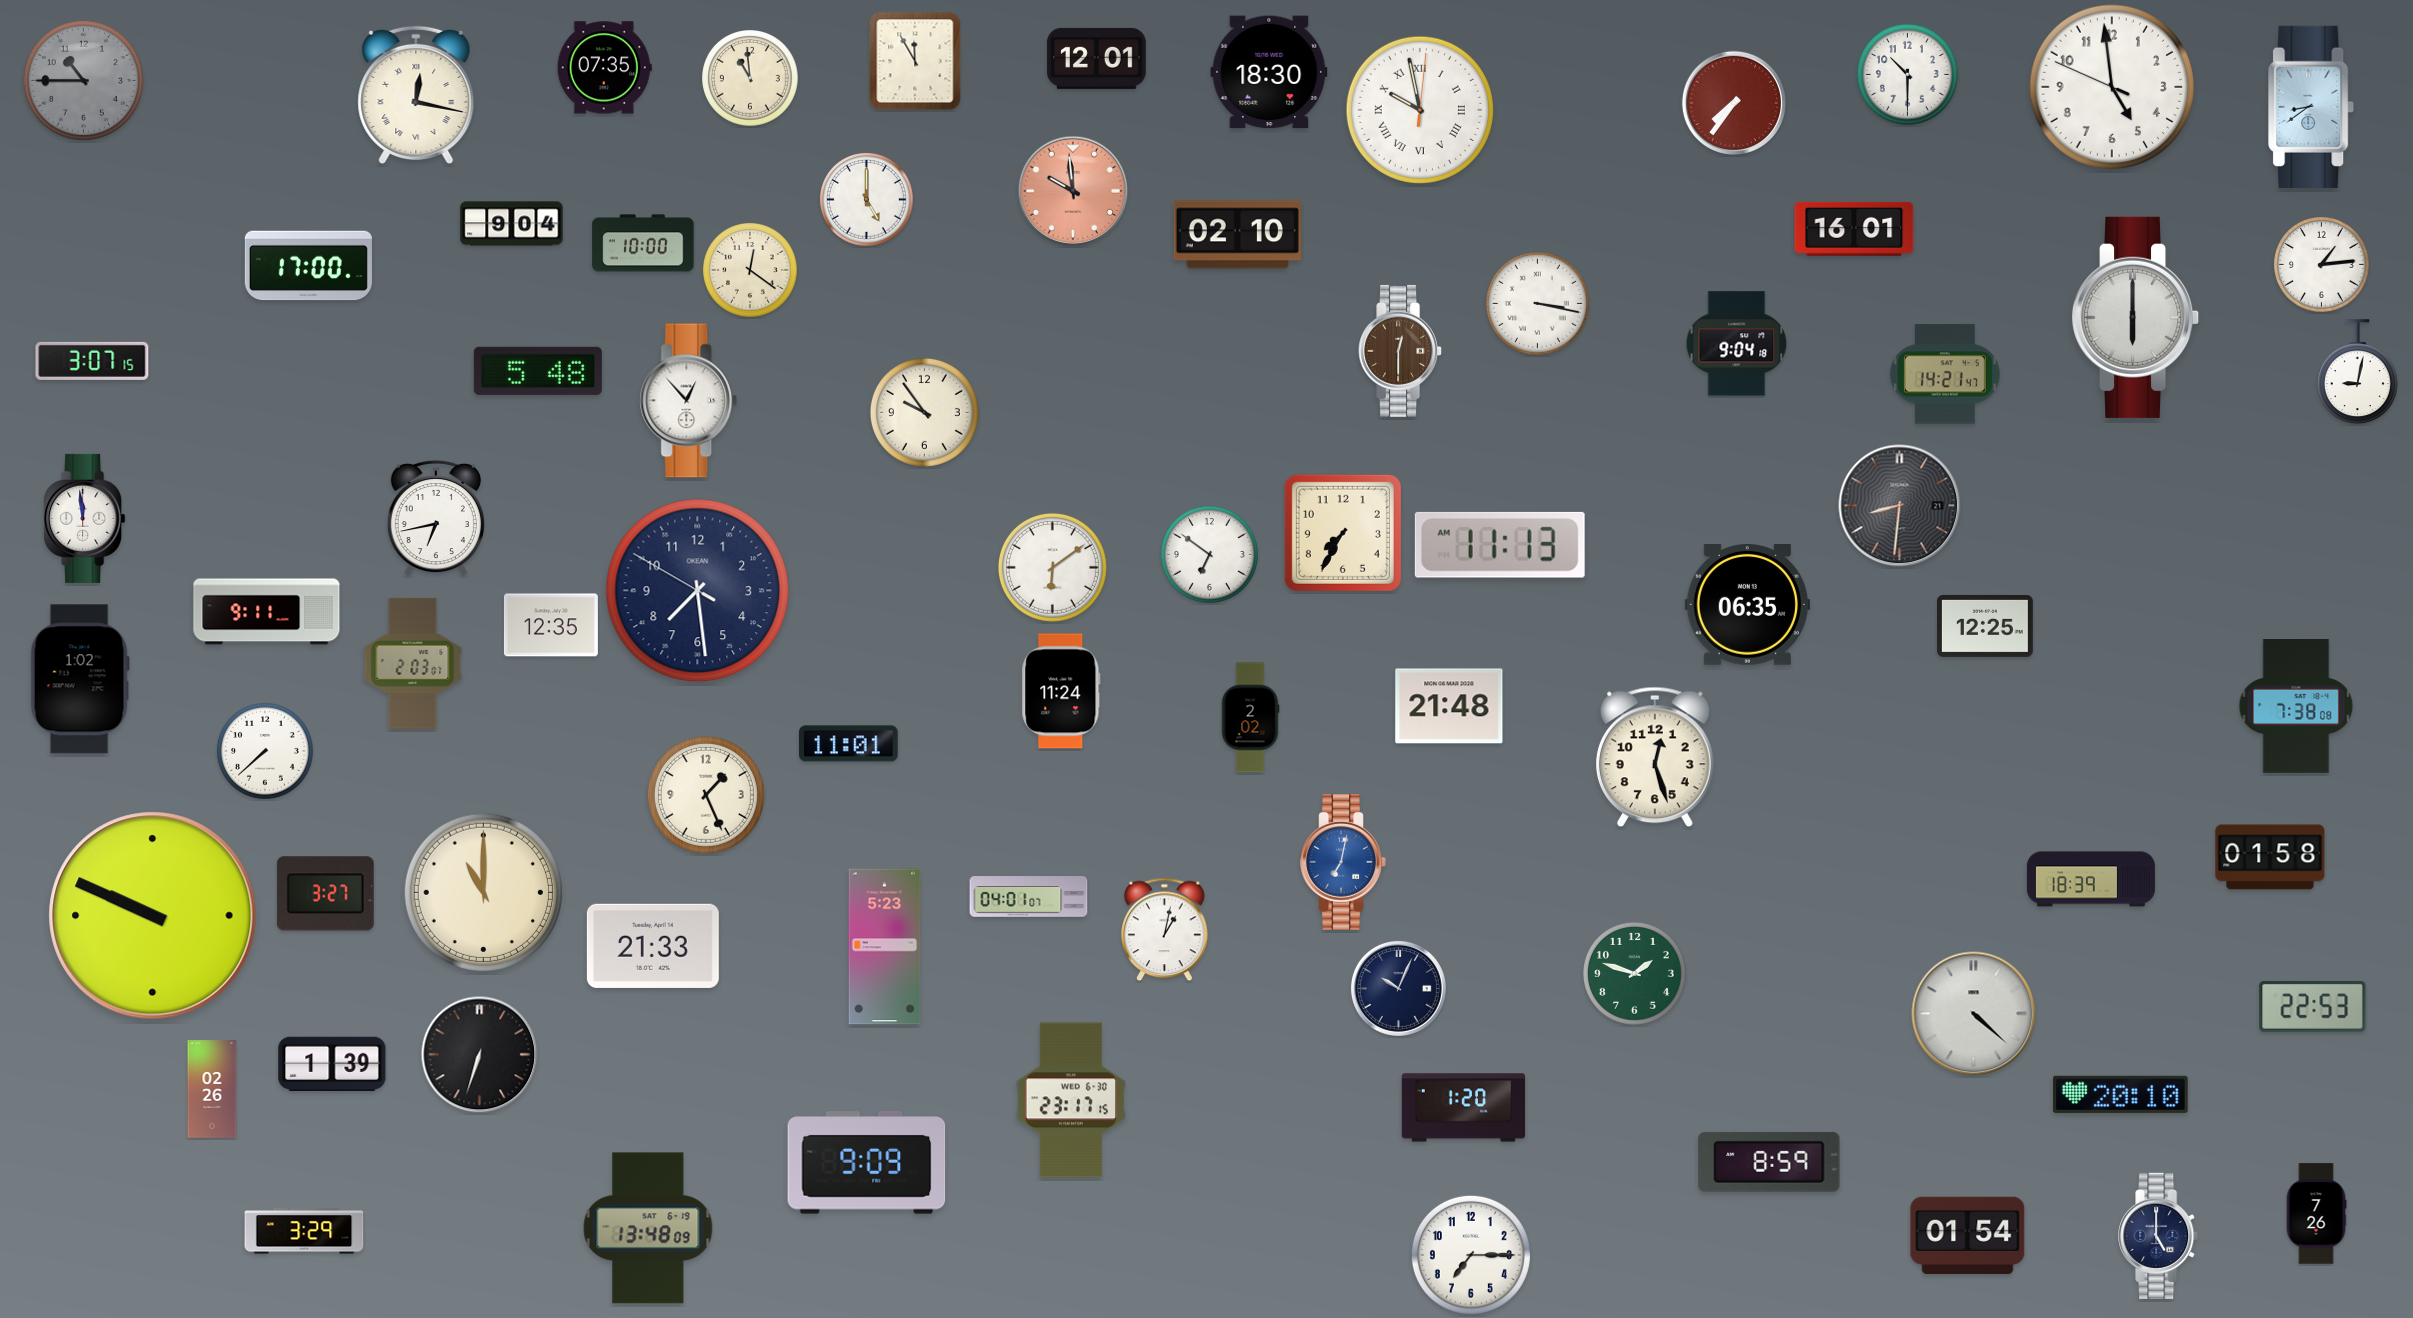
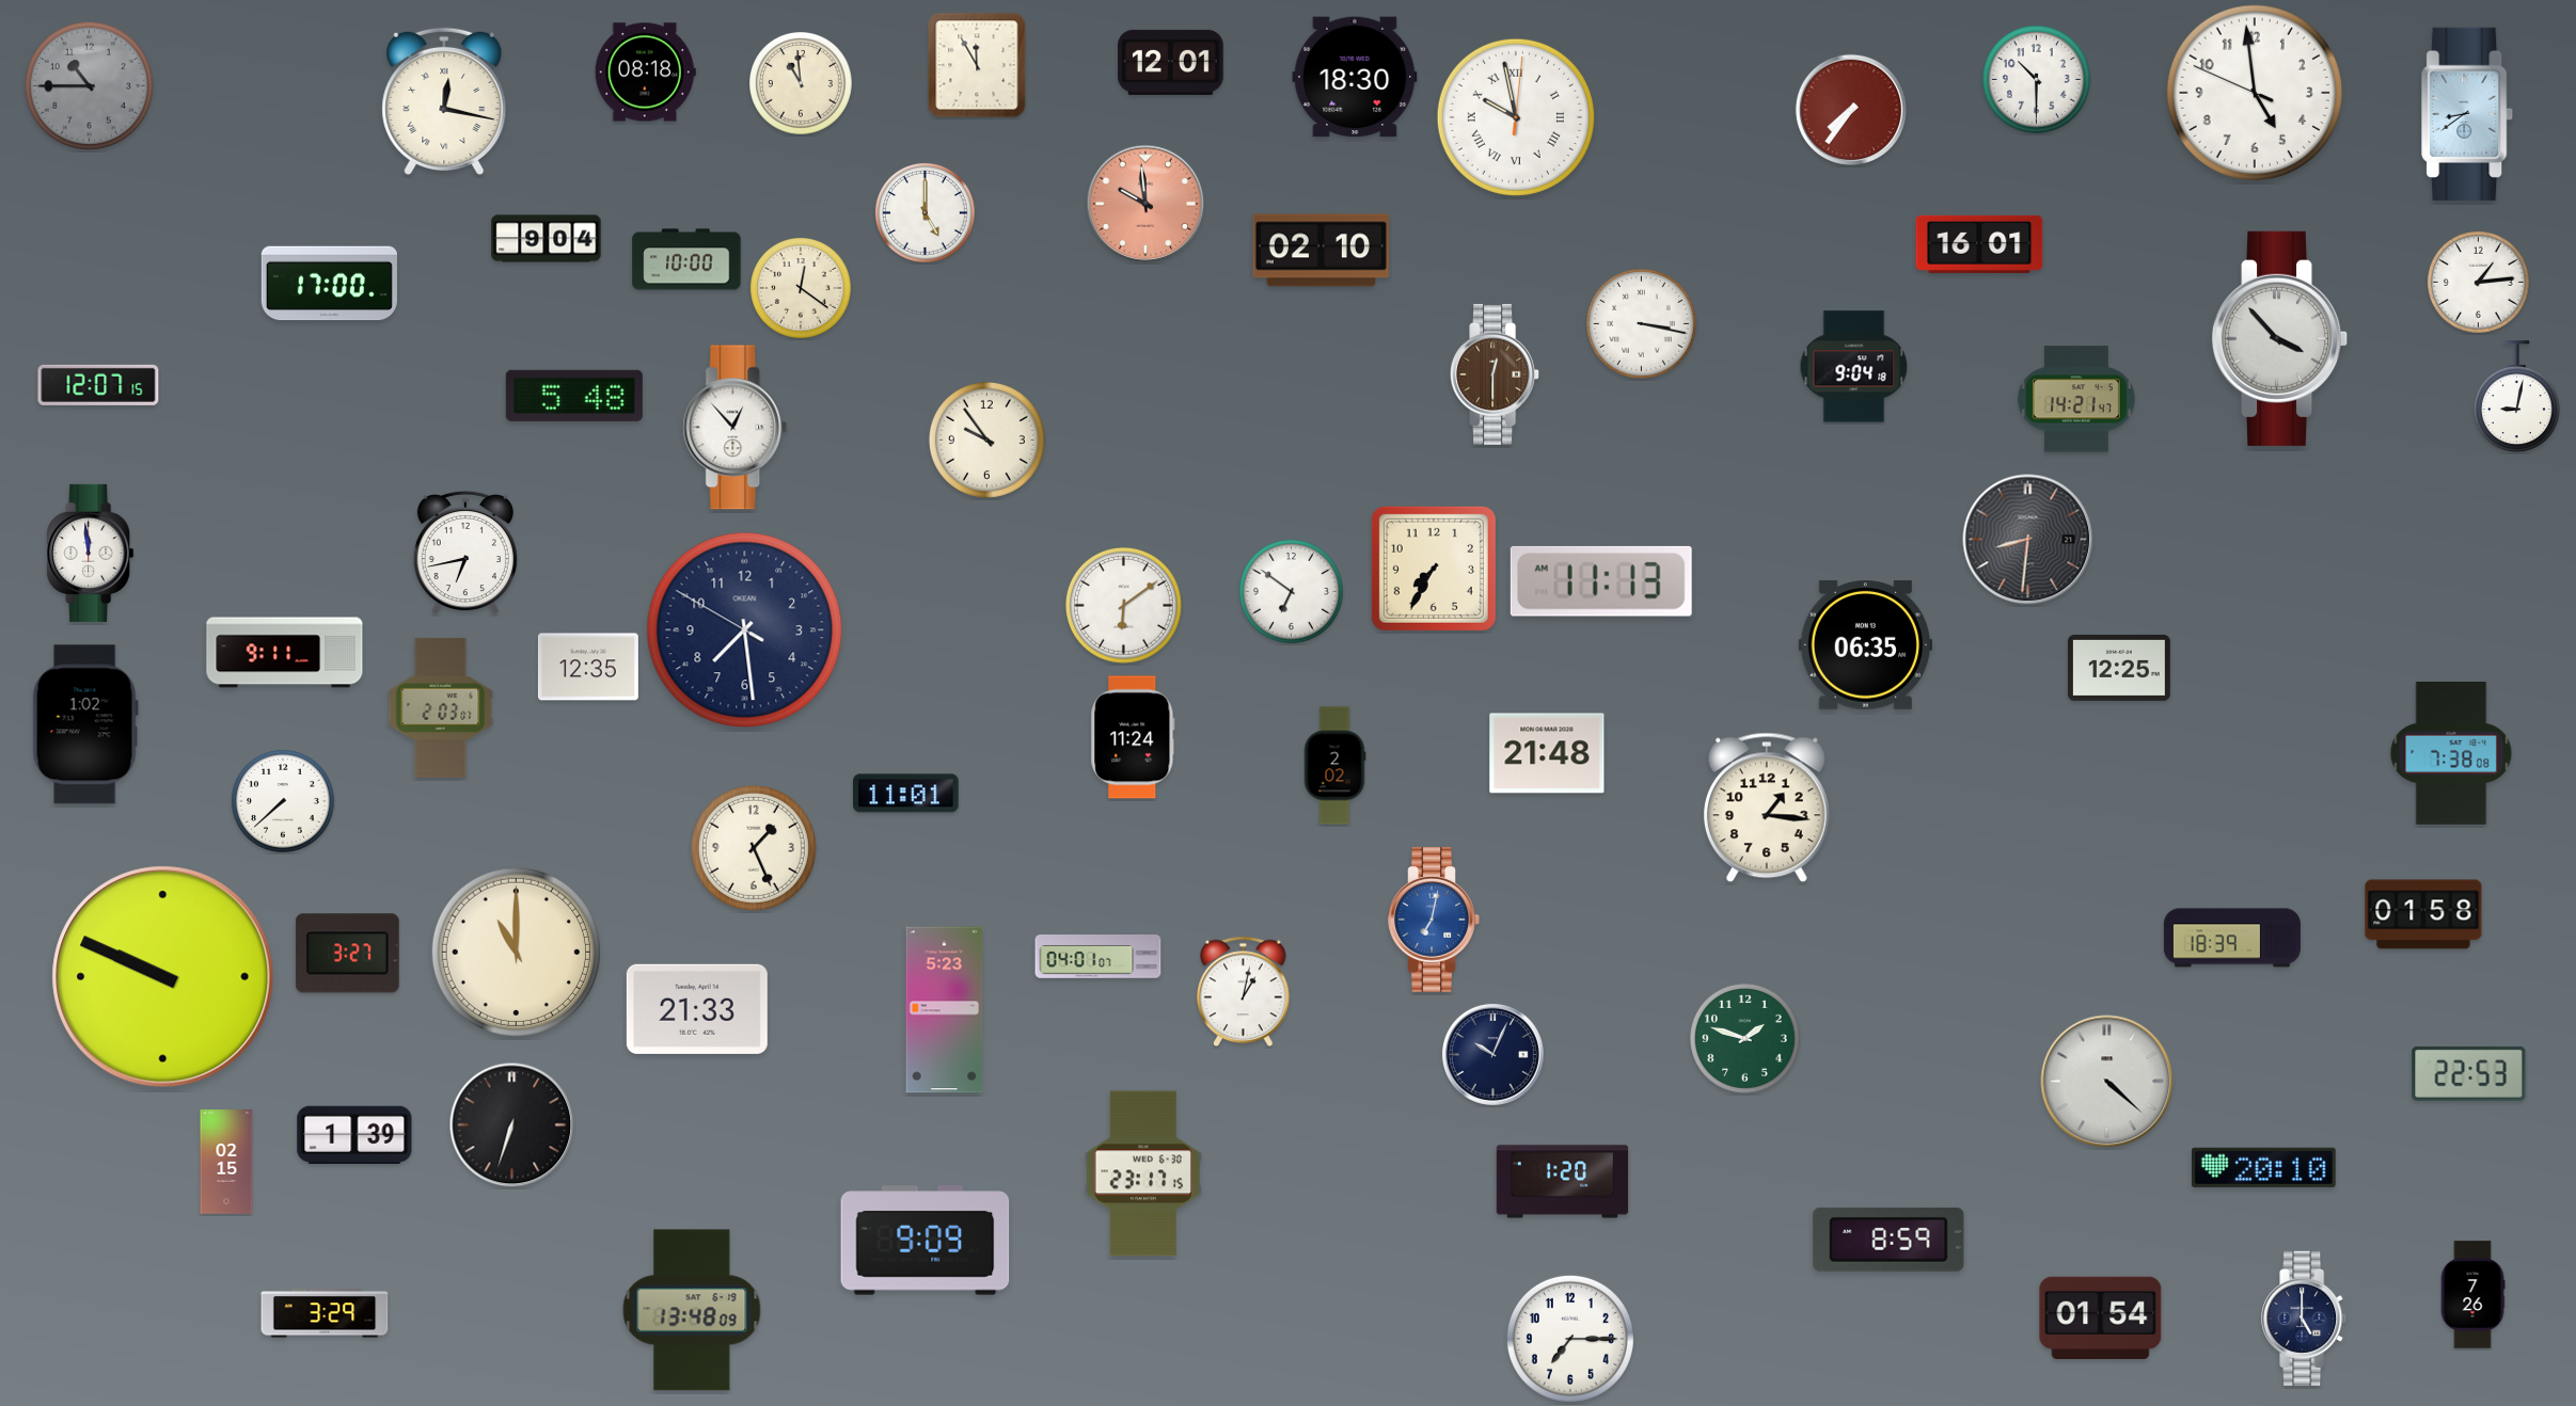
clock at (604, 68): 07:35 -> 08:18
clock at (2137, 317): 6:00 -> 3:53
clock at (92, 361): 3:07 -> 12:07
clock at (1655, 757): 12:27 -> 1:16
clock at (212, 1089): 02:26 -> 02:15
